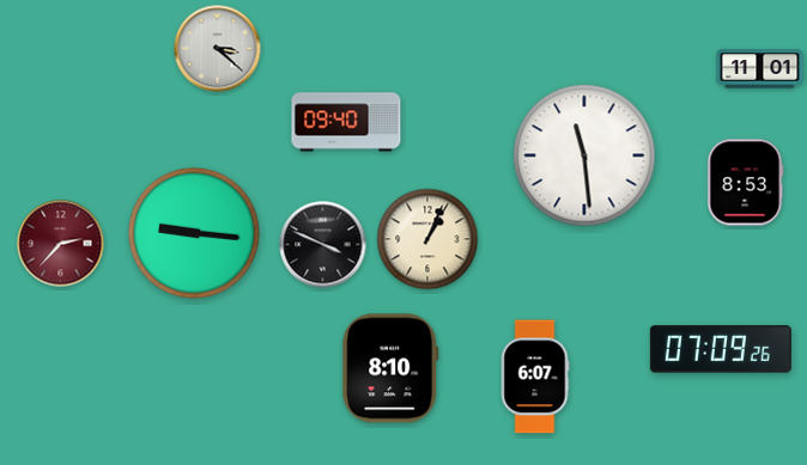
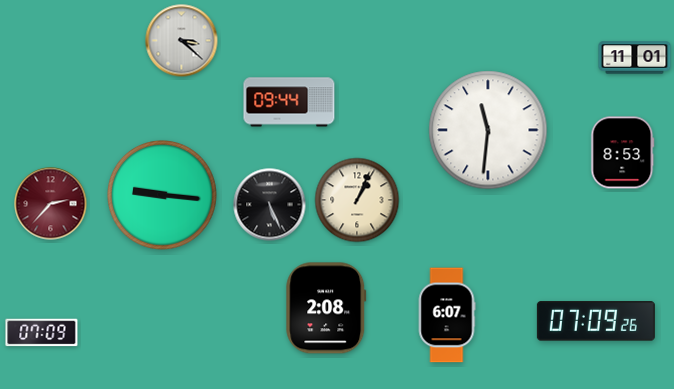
clock at (346, 122): 09:40 -> 09:44
clock at (584, 155): 11:29 -> 11:31
clock at (323, 245): 3:49 -> 5:26
clock at (721, 349) position: (721, 349) -> (596, 321)
clock at (390, 368): 8:10 -> 2:08
clock at (42, 333): none -> 07:09
